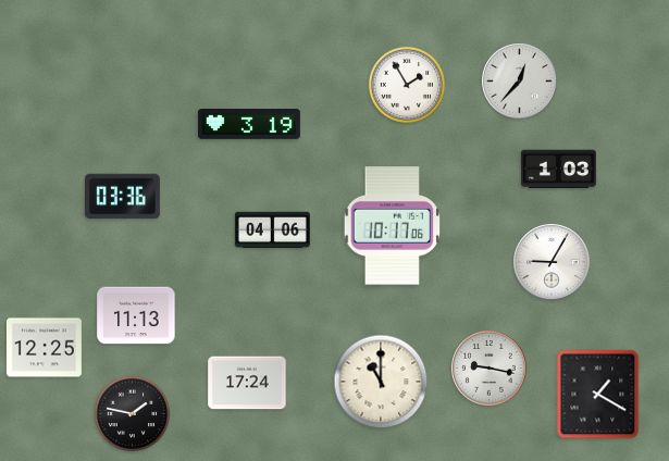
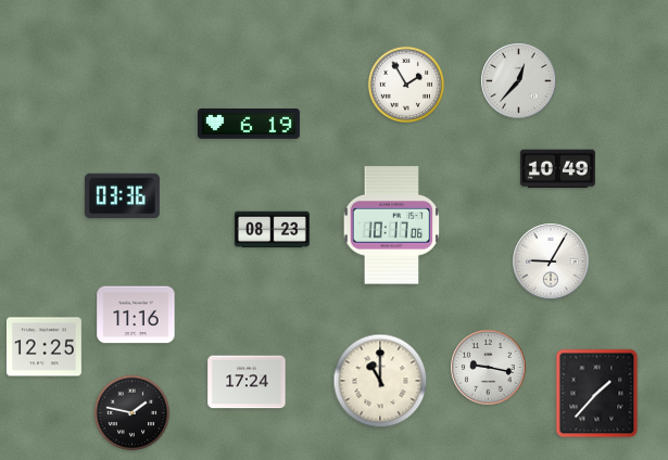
clock at (249, 125): 3:19 -> 6:19
clock at (558, 170): 1:03 -> 10:49
clock at (272, 230): 04:06 -> 08:23
clock at (136, 315): 11:13 -> 11:16
clock at (598, 395): 1:20 -> 1:37
